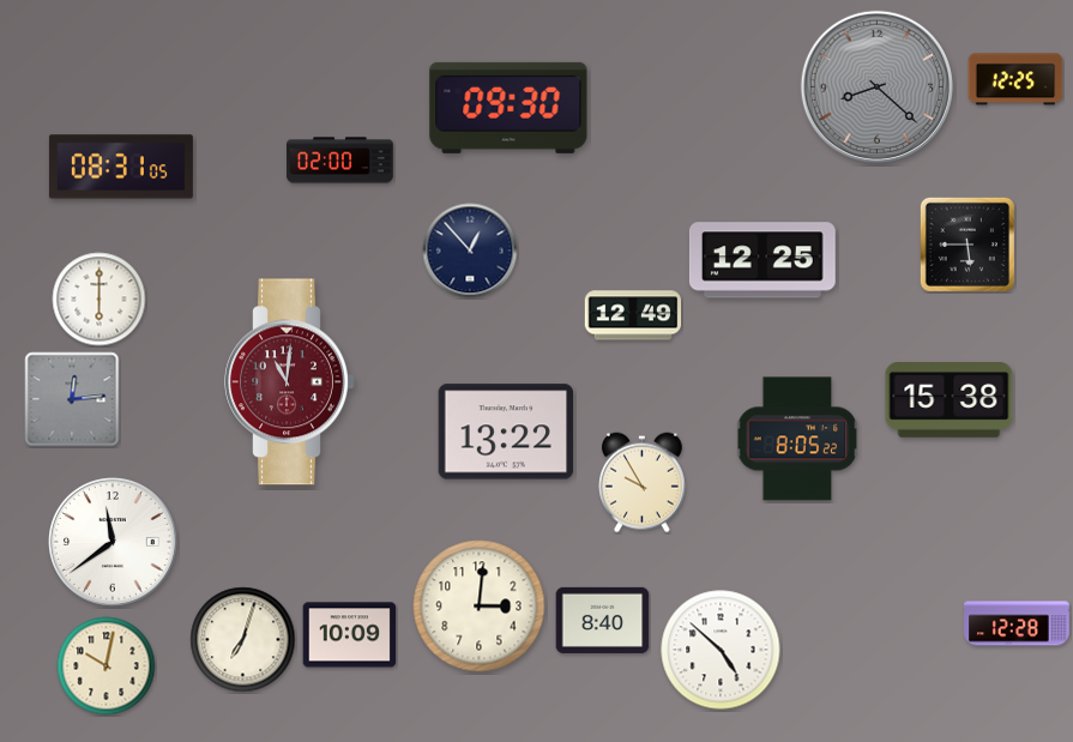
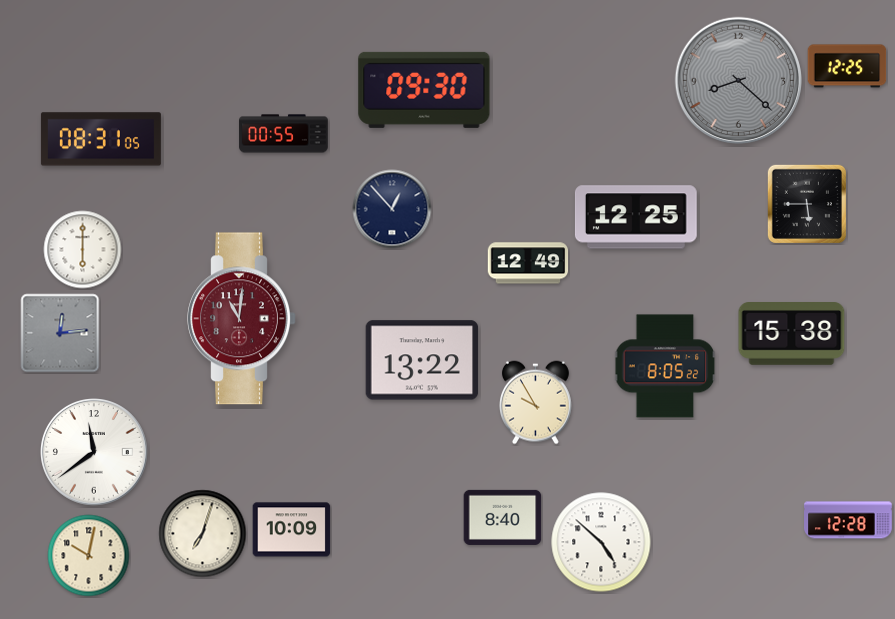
clock at (876, 86) position: (876, 86) -> (738, 80)
clock at (340, 161): 02:00 -> 00:55
clock at (480, 607): 3:01 -> none
